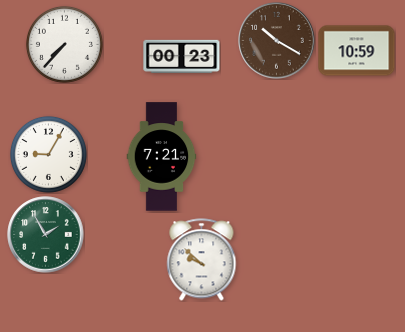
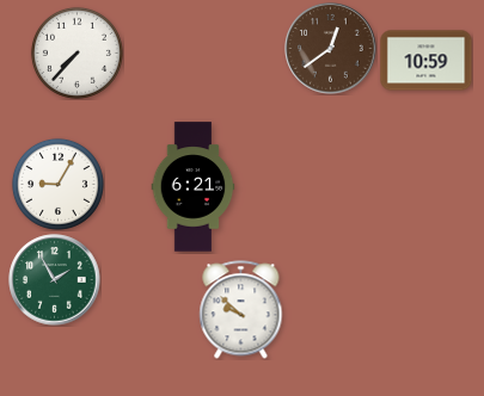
clock at (277, 41): 10:20 -> 12:39
clock at (182, 56): 00:23 -> none
clock at (162, 157): 7:21 -> 6:21
